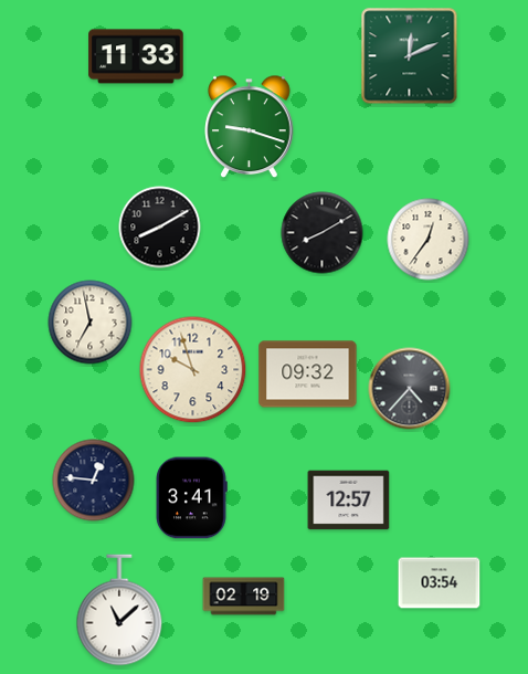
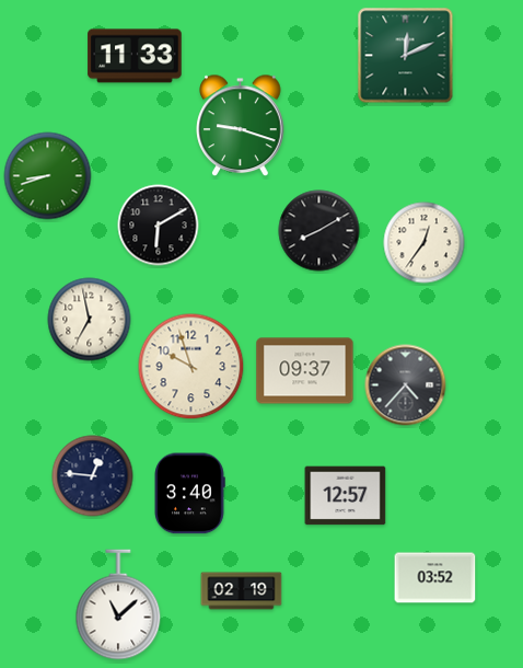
clock at (250, 127) position: (250, 127) -> (241, 126)
clock at (48, 176): none -> 8:42
clock at (160, 228): 8:10 -> 6:10
clock at (429, 240) position: (429, 240) -> (425, 243)
clock at (308, 375): 09:32 -> 09:37
clock at (191, 498): 3:41 -> 3:40
clock at (440, 583): 03:54 -> 03:52
